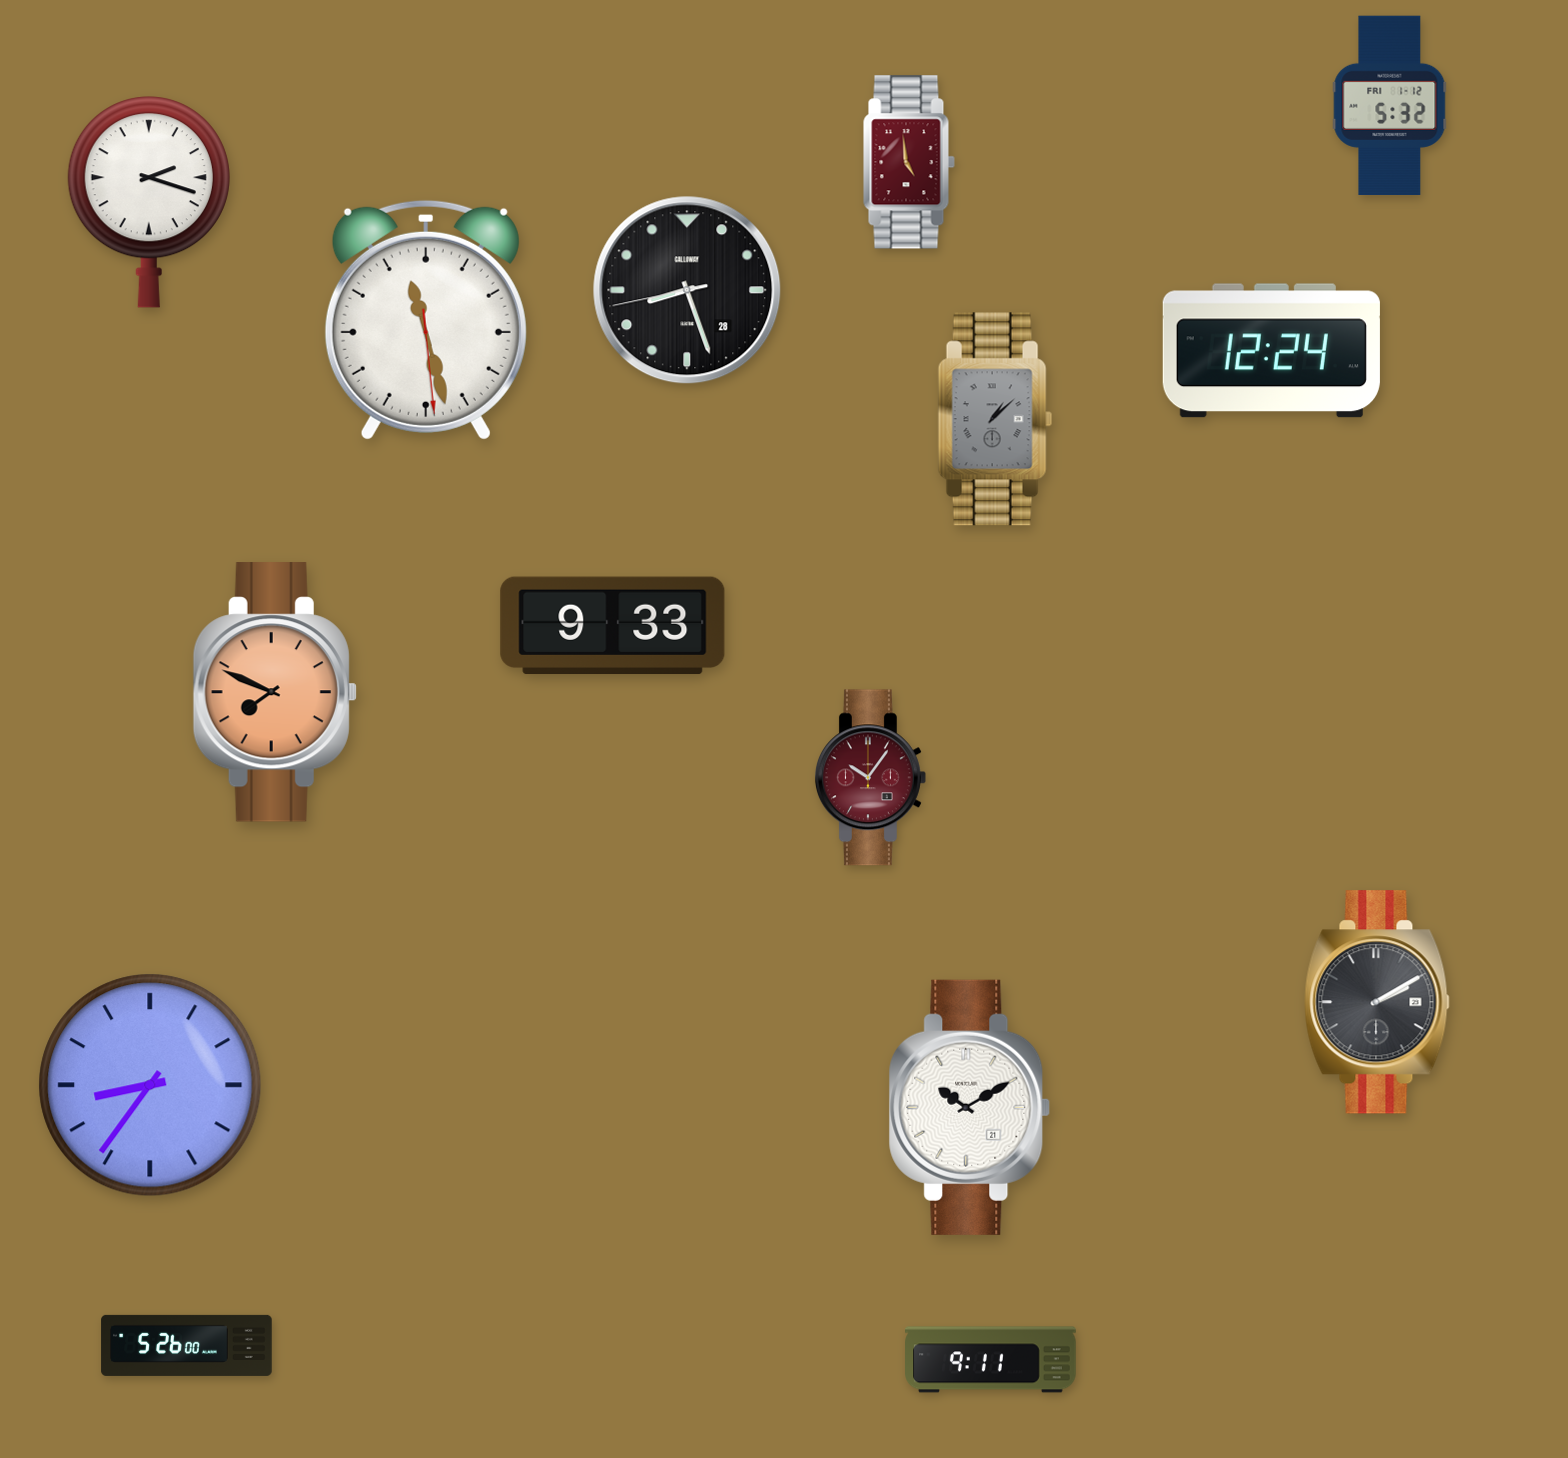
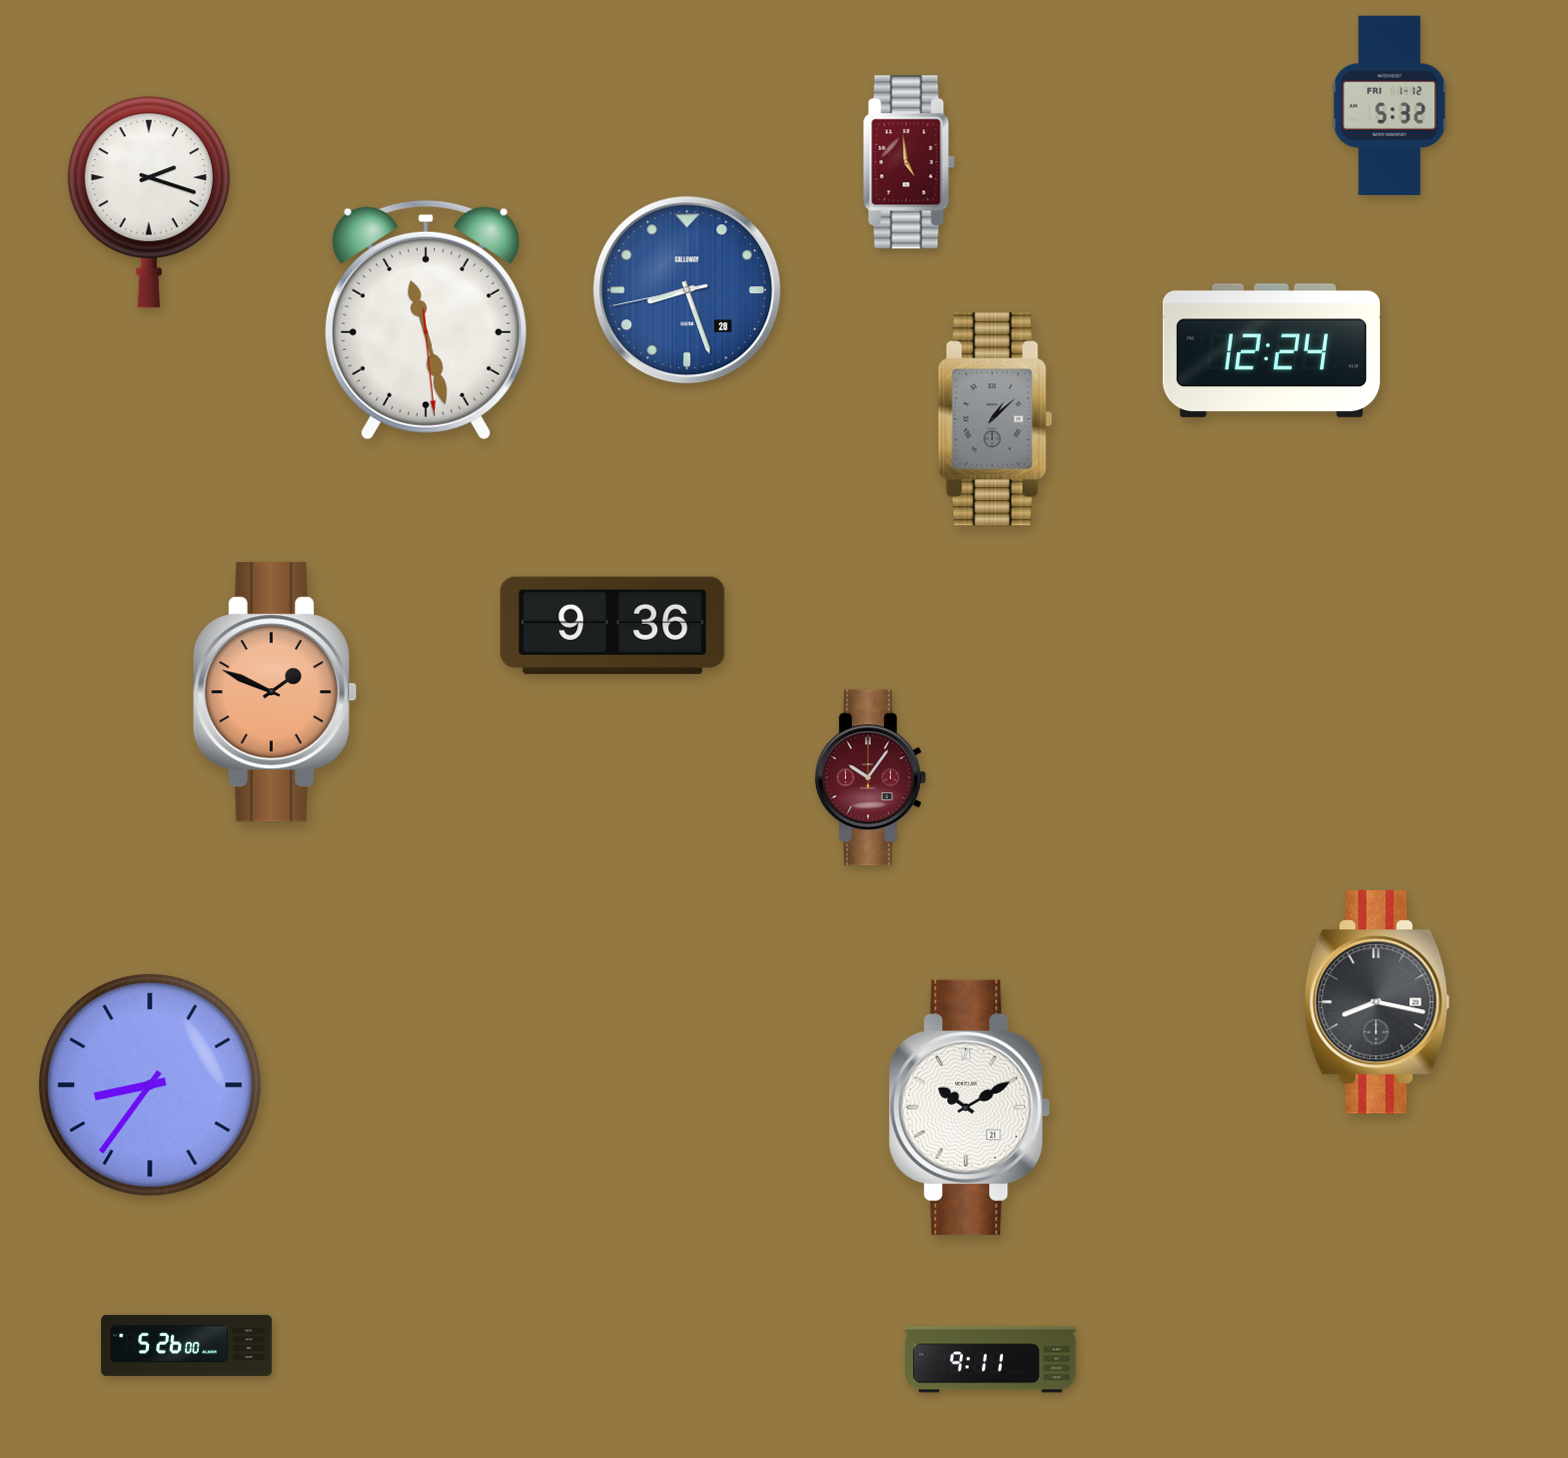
clock at (687, 290) dial: black -> blue
clock at (613, 626): 9:33 -> 9:36
clock at (275, 692): 7:49 -> 1:49
clock at (1377, 1002): 2:10 -> 8:17
